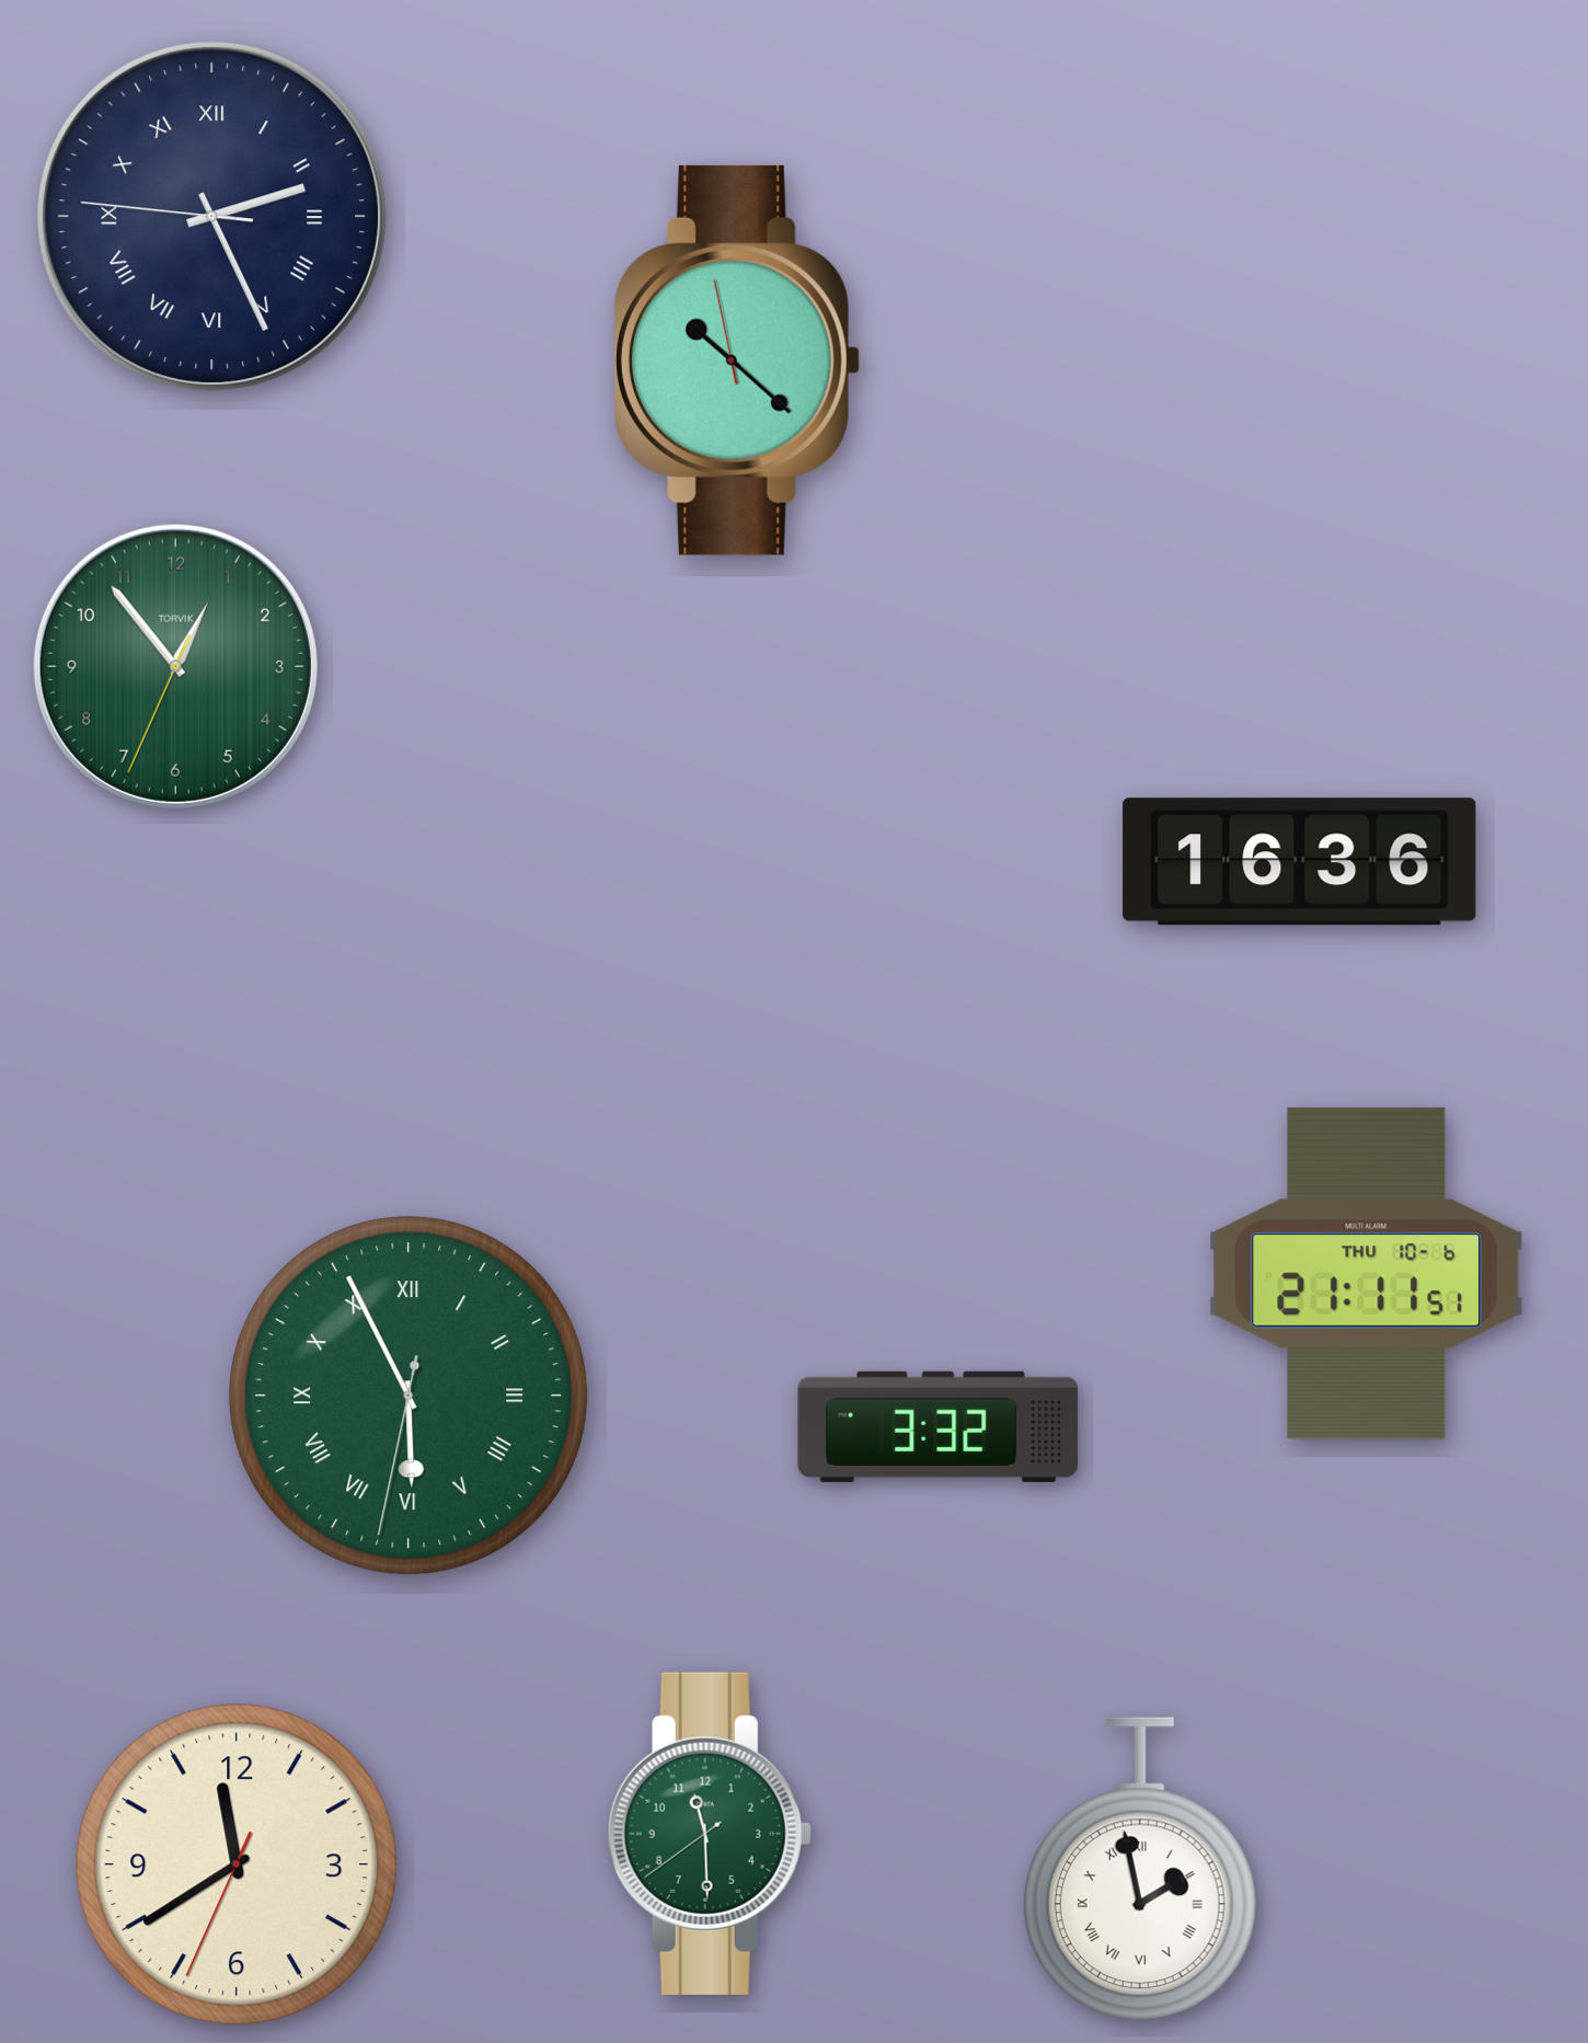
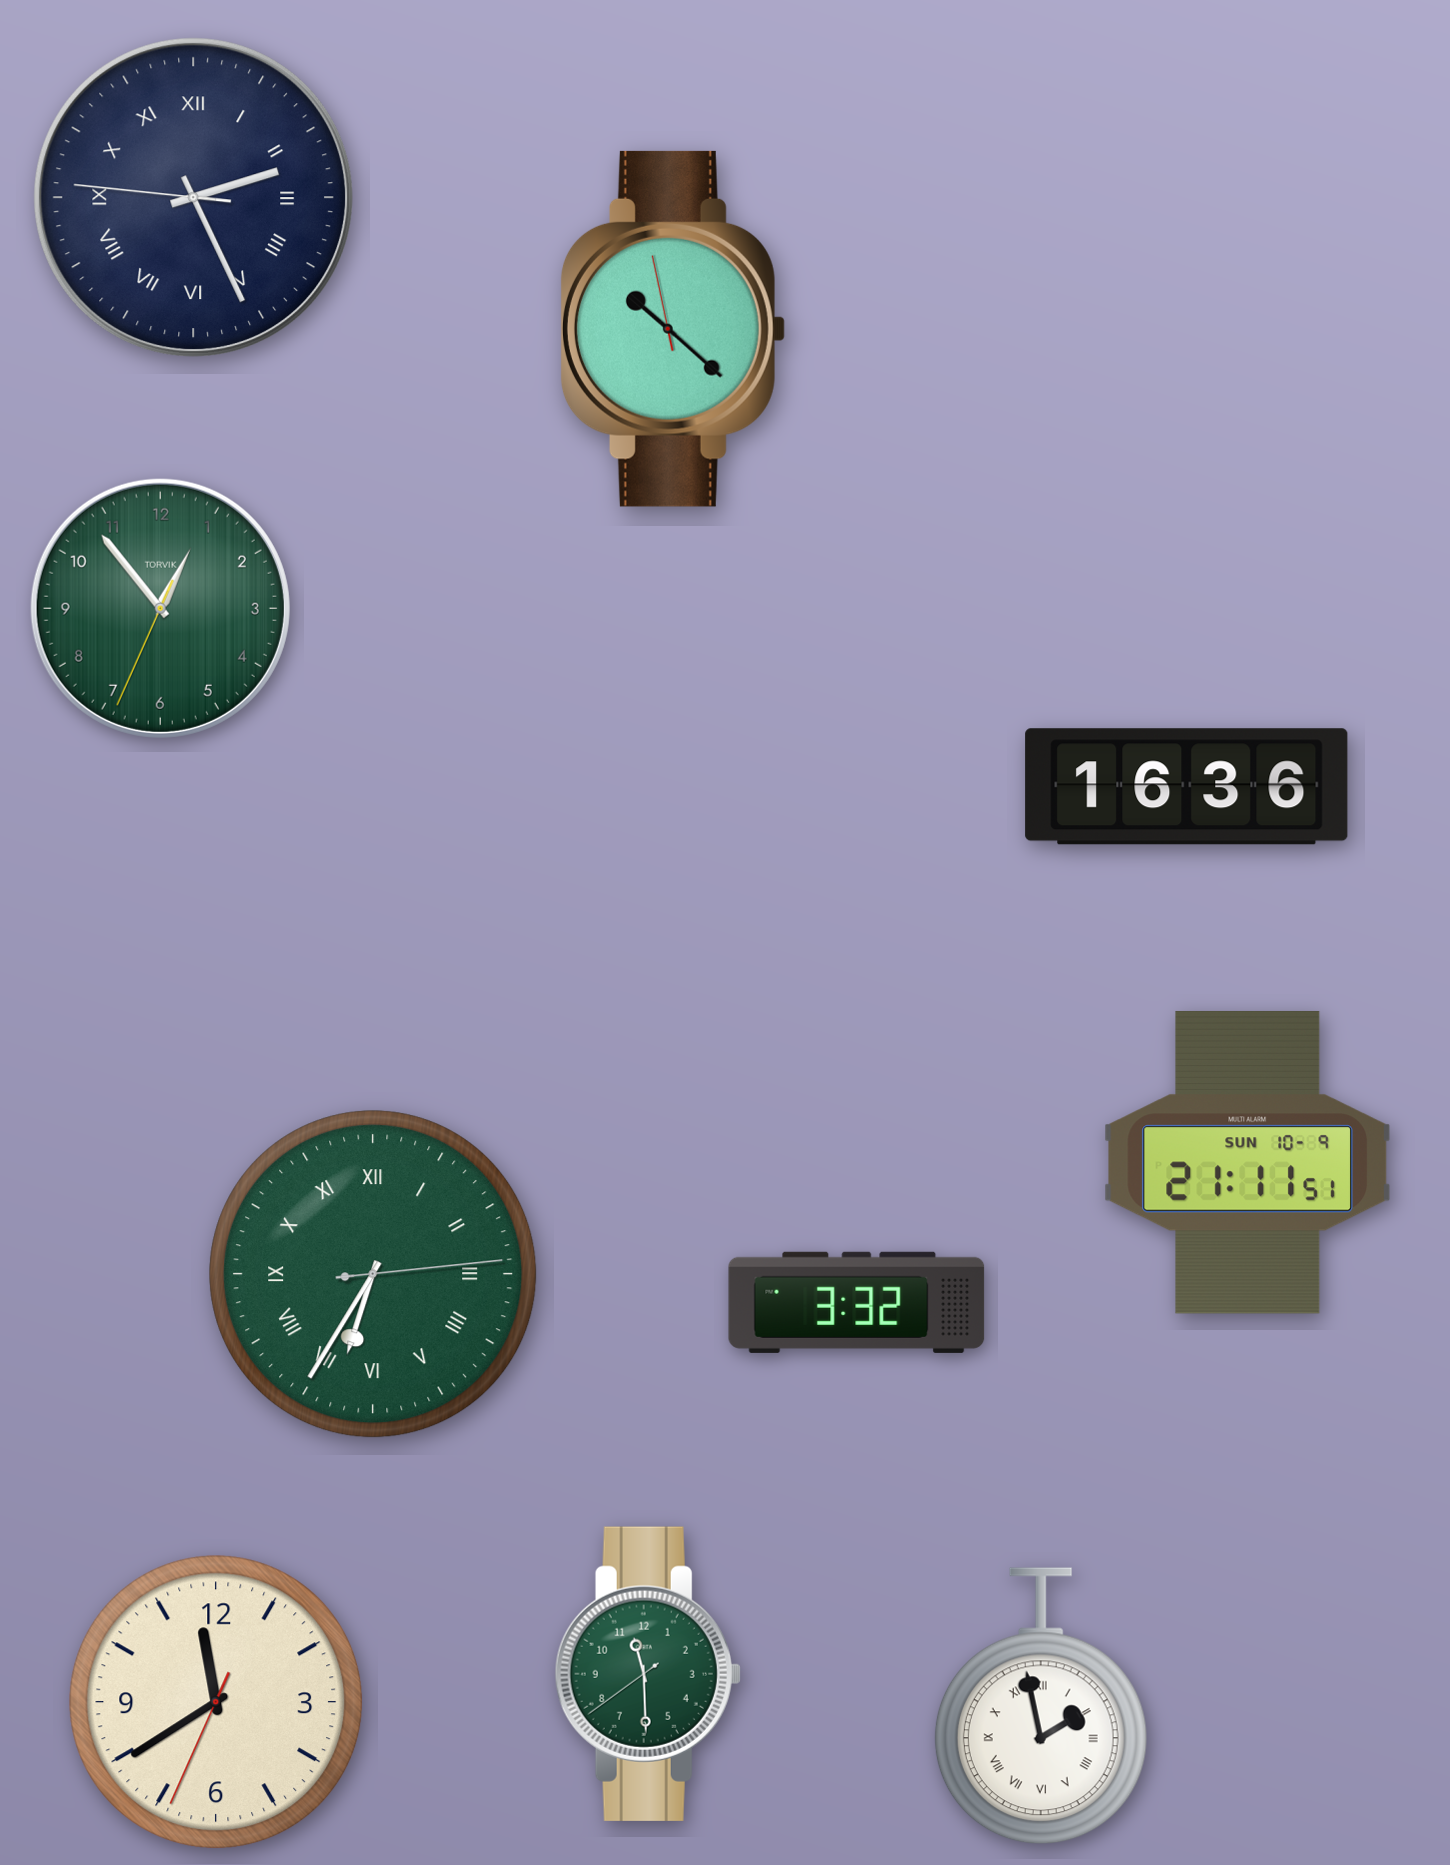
clock at (1366, 1273) date: THU 10-6 -> SUN 10-9
clock at (408, 1396): 5:55 -> 6:35
